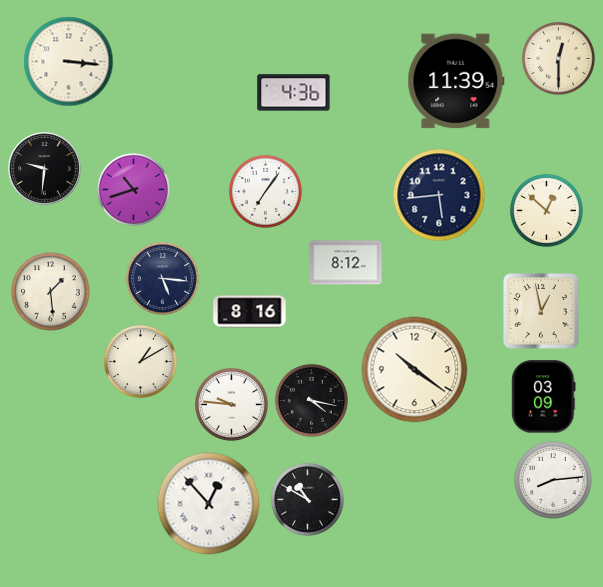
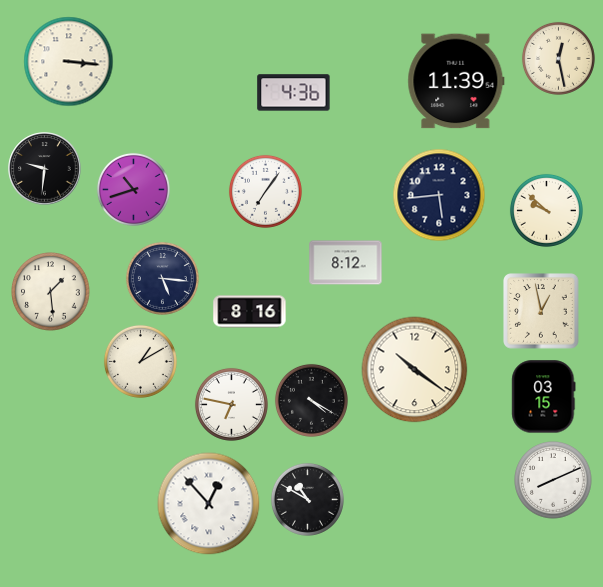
clock at (558, 58): 12:30 -> 12:28
clock at (546, 210): 12:52 -> 9:52
clock at (544, 397): 03:09 -> 03:15
clock at (311, 400): 4:17 -> 4:20
clock at (231, 404): 9:46 -> 6:47
clock at (553, 480): 8:14 -> 8:11
